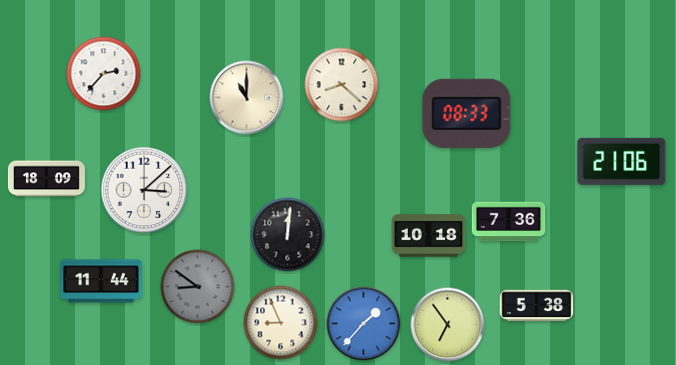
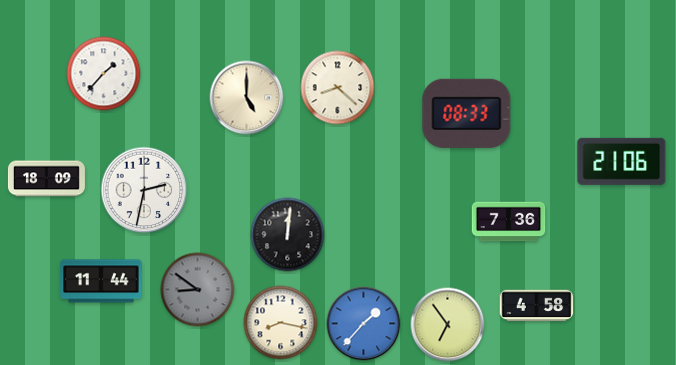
clock at (104, 74): 2:37 -> 1:37
clock at (342, 85) position: (342, 85) -> (338, 88)
clock at (247, 98): 11:00 -> 5:00
clock at (144, 190): 3:08 -> 2:32
clock at (429, 236): 10:18 -> none
clock at (198, 287) position: (198, 287) -> (198, 290)
clock at (537, 306): 5:38 -> 4:58
clock at (281, 323): 8:56 -> 8:17
